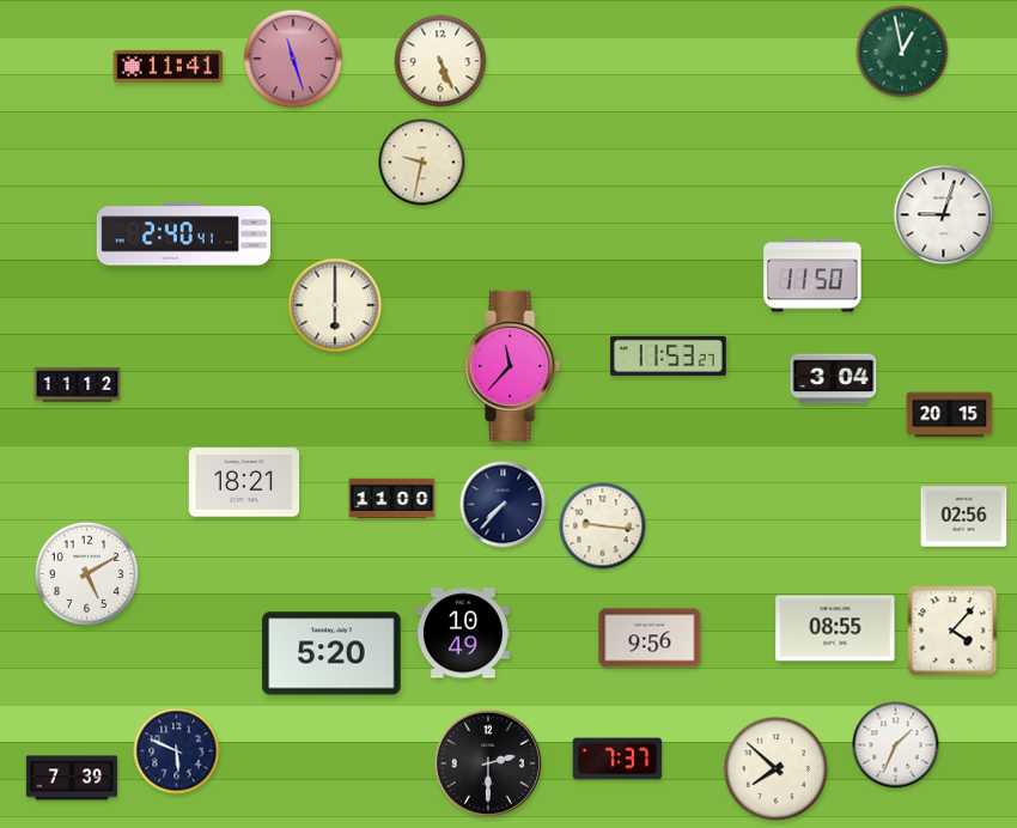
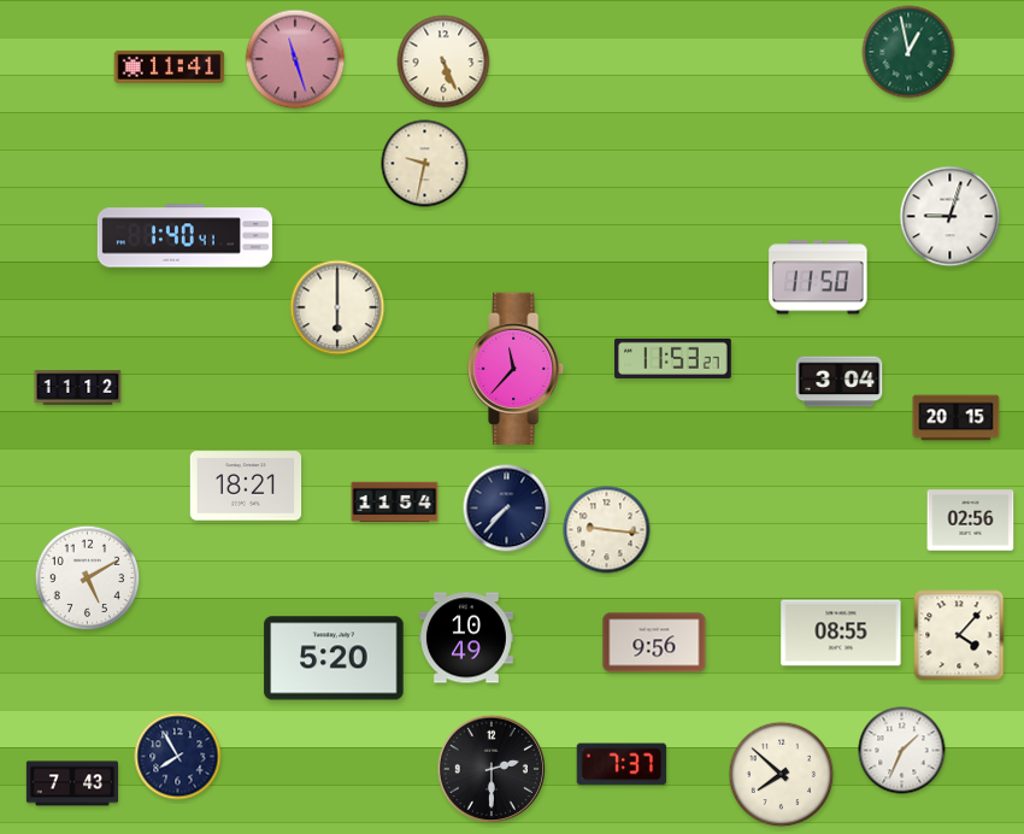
clock at (183, 235): 2:40 -> 1:40
clock at (392, 499): 11:00 -> 11:54
clock at (177, 751): 5:49 -> 7:55
clock at (71, 778): 7:39 -> 7:43
